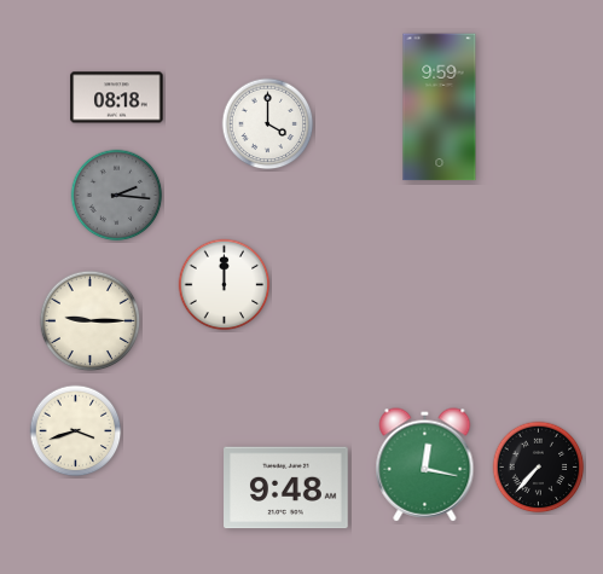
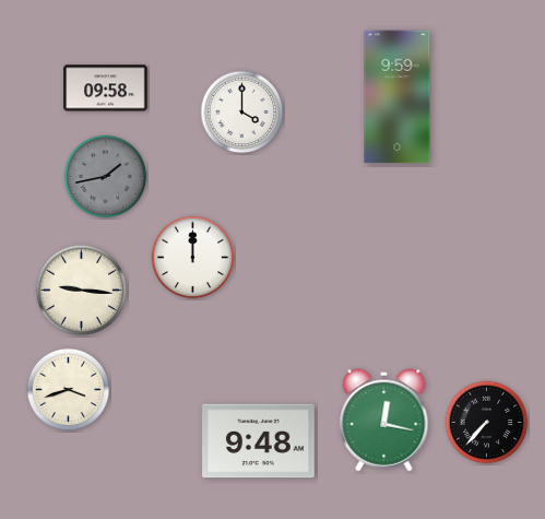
clock at (117, 98): 08:18 -> 09:58
clock at (117, 196): 2:16 -> 1:43
clock at (225, 285) position: (225, 285) -> (193, 258)
clock at (91, 321): 9:15 -> 9:16
